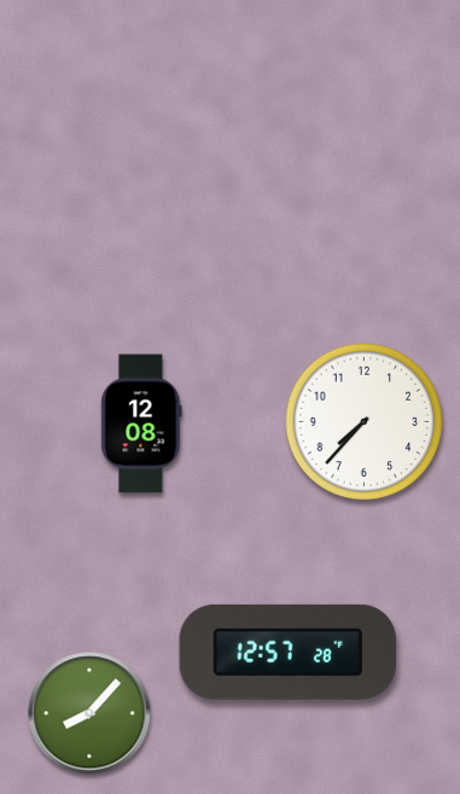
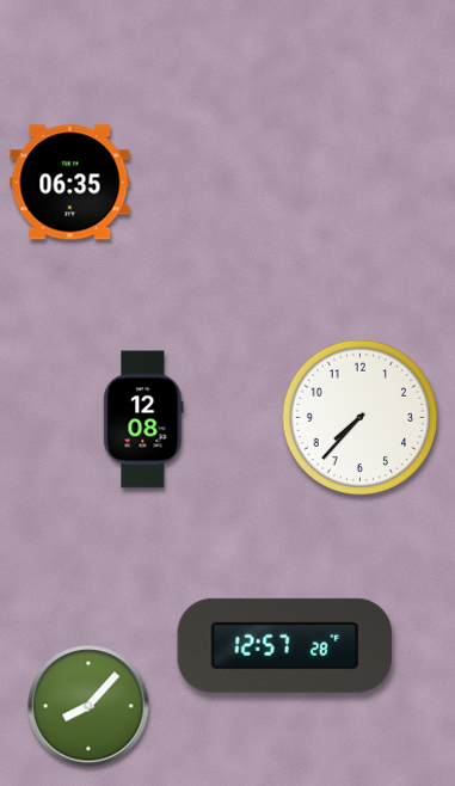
clock at (70, 183): none -> 06:35
clock at (141, 424) position: (141, 424) -> (143, 419)
